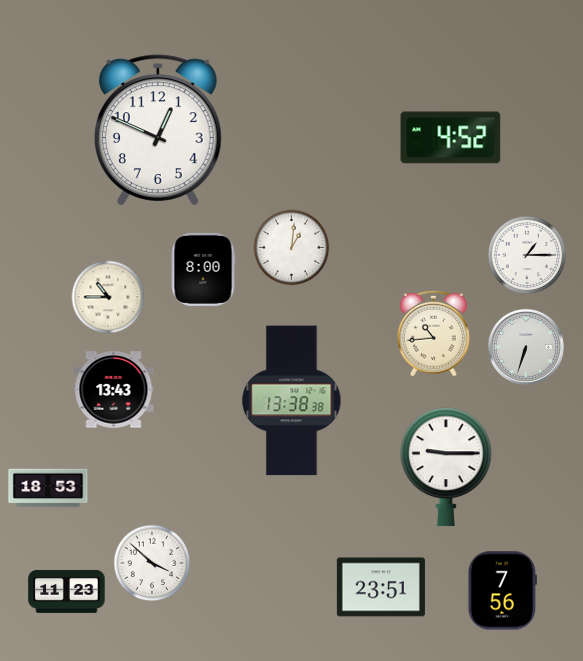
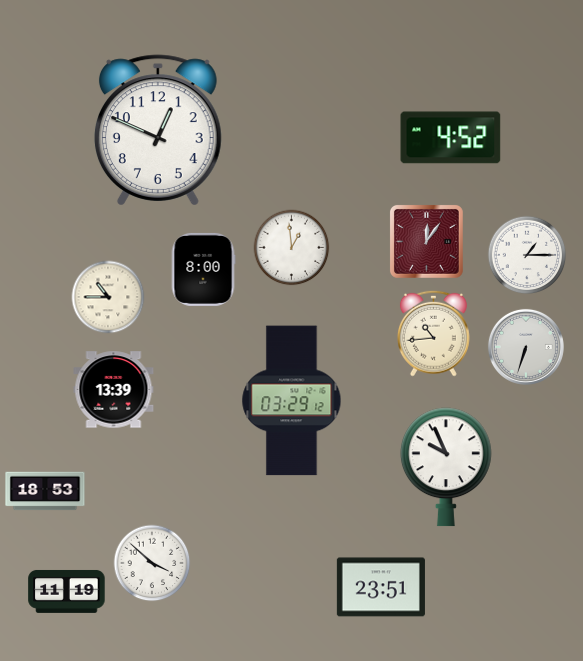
clock at (426, 241): none -> 12:06
clock at (292, 248): 1:01 -> 12:59
clock at (114, 390): 13:43 -> 13:39
clock at (292, 401): 13:38 -> 03:29
clock at (446, 467): 9:15 -> 9:56
clock at (48, 488) position: (48, 488) -> (45, 491)
clock at (67, 591): 11:23 -> 11:19
clock at (502, 591): 7:56 -> none
